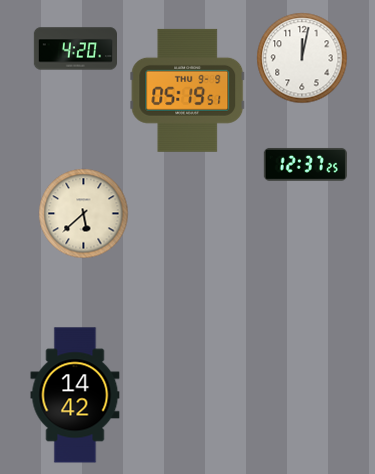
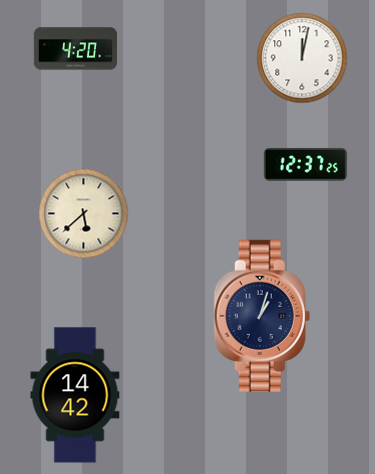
clock at (188, 90): 05:19 -> none
clock at (262, 316): none -> 1:03
